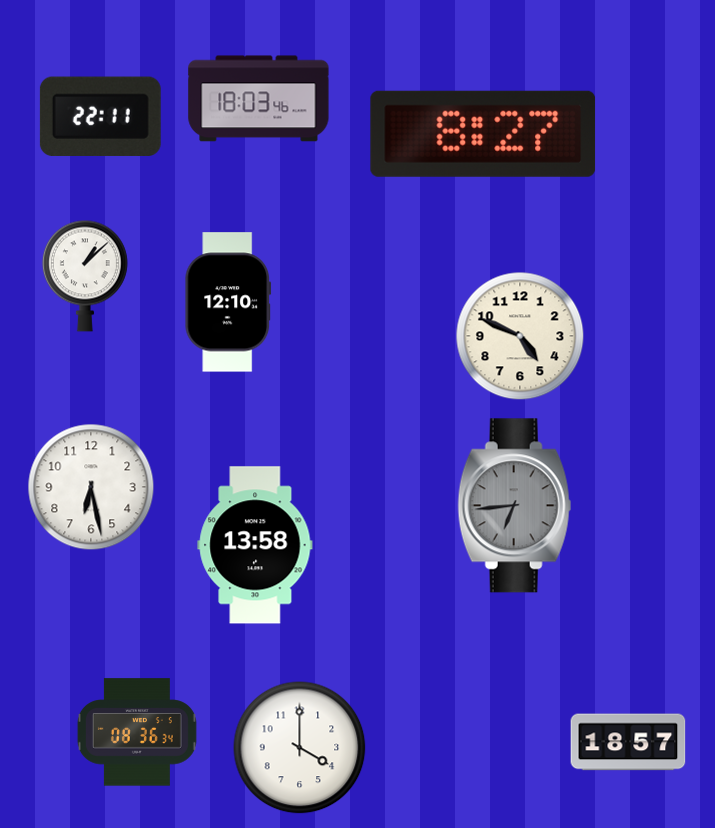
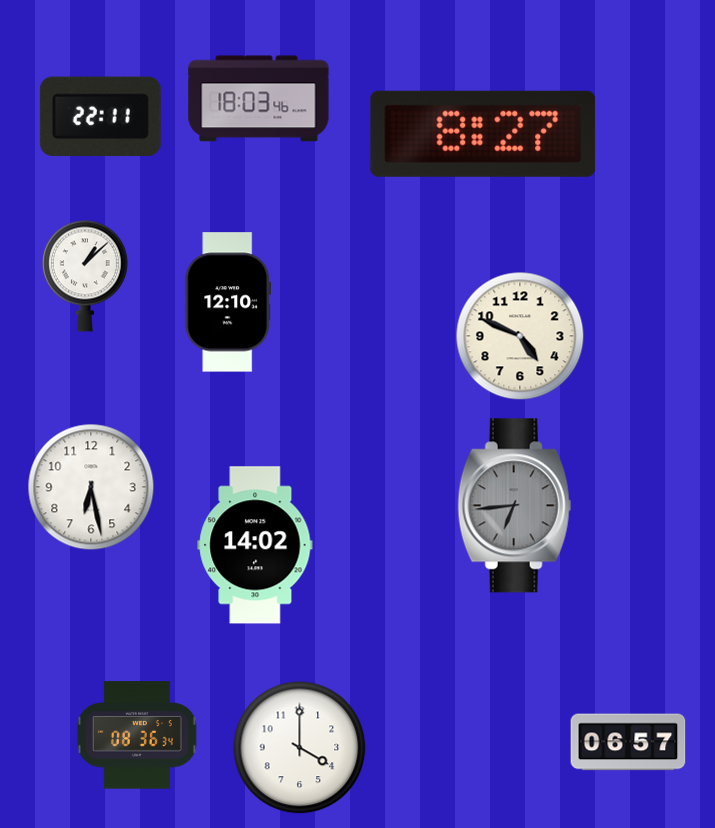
clock at (255, 545): 13:58 -> 14:02
clock at (137, 732) position: (137, 732) -> (137, 735)
clock at (628, 742): 18:57 -> 06:57
